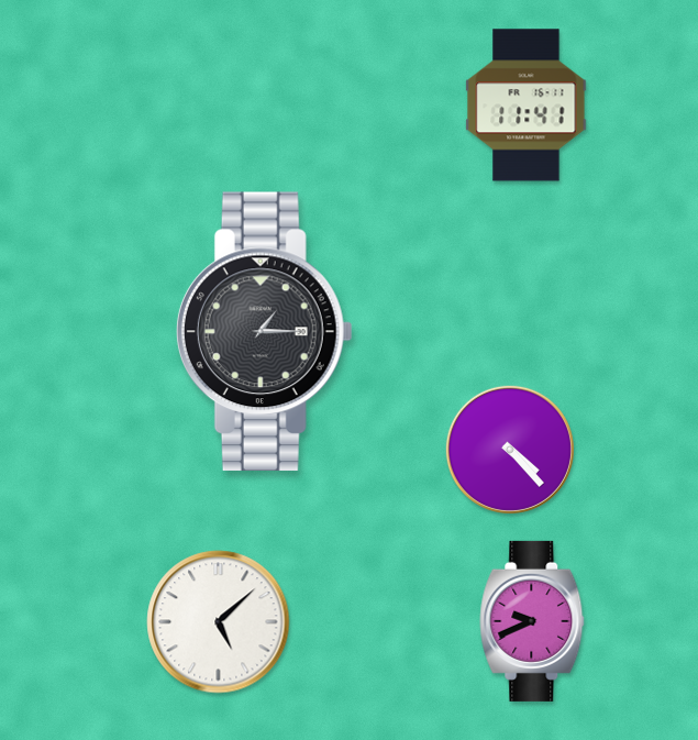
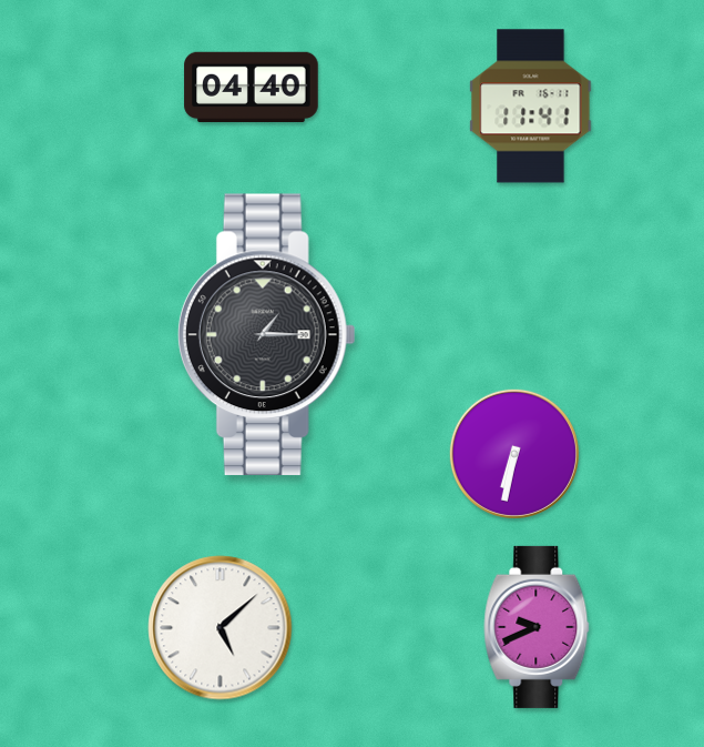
clock at (252, 88): none -> 04:40
clock at (510, 450): 4:23 -> 6:32
